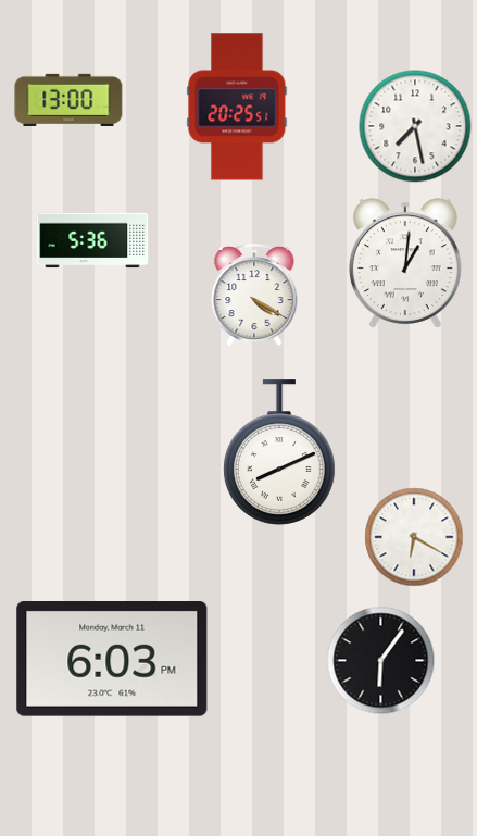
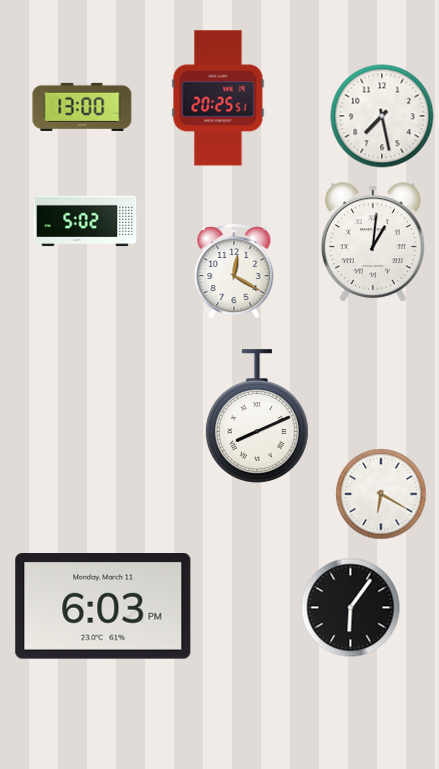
clock at (68, 100) position: (68, 100) -> (82, 107)
clock at (92, 240): 5:36 -> 5:02
clock at (254, 296): 4:20 -> 12:20
